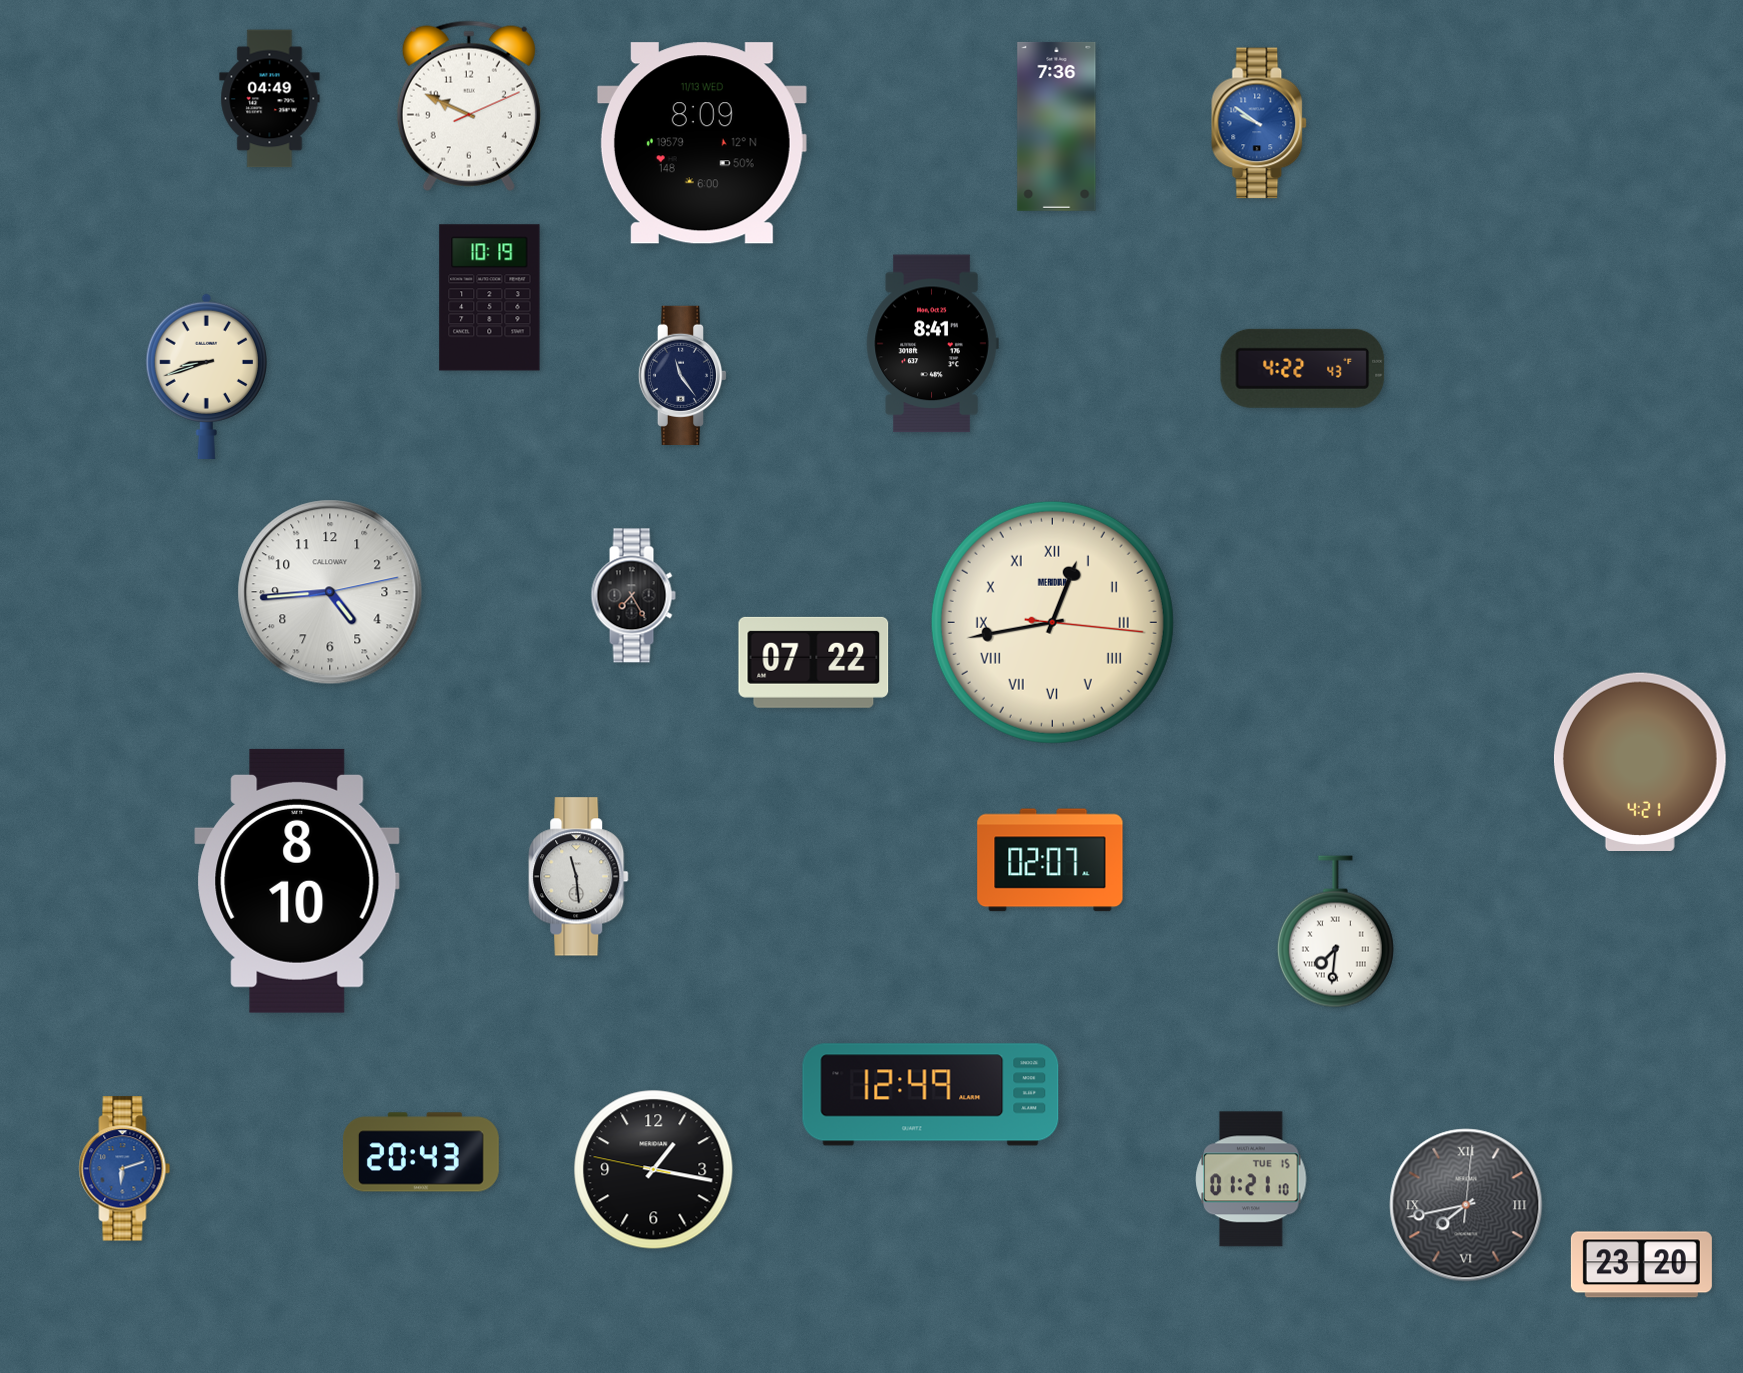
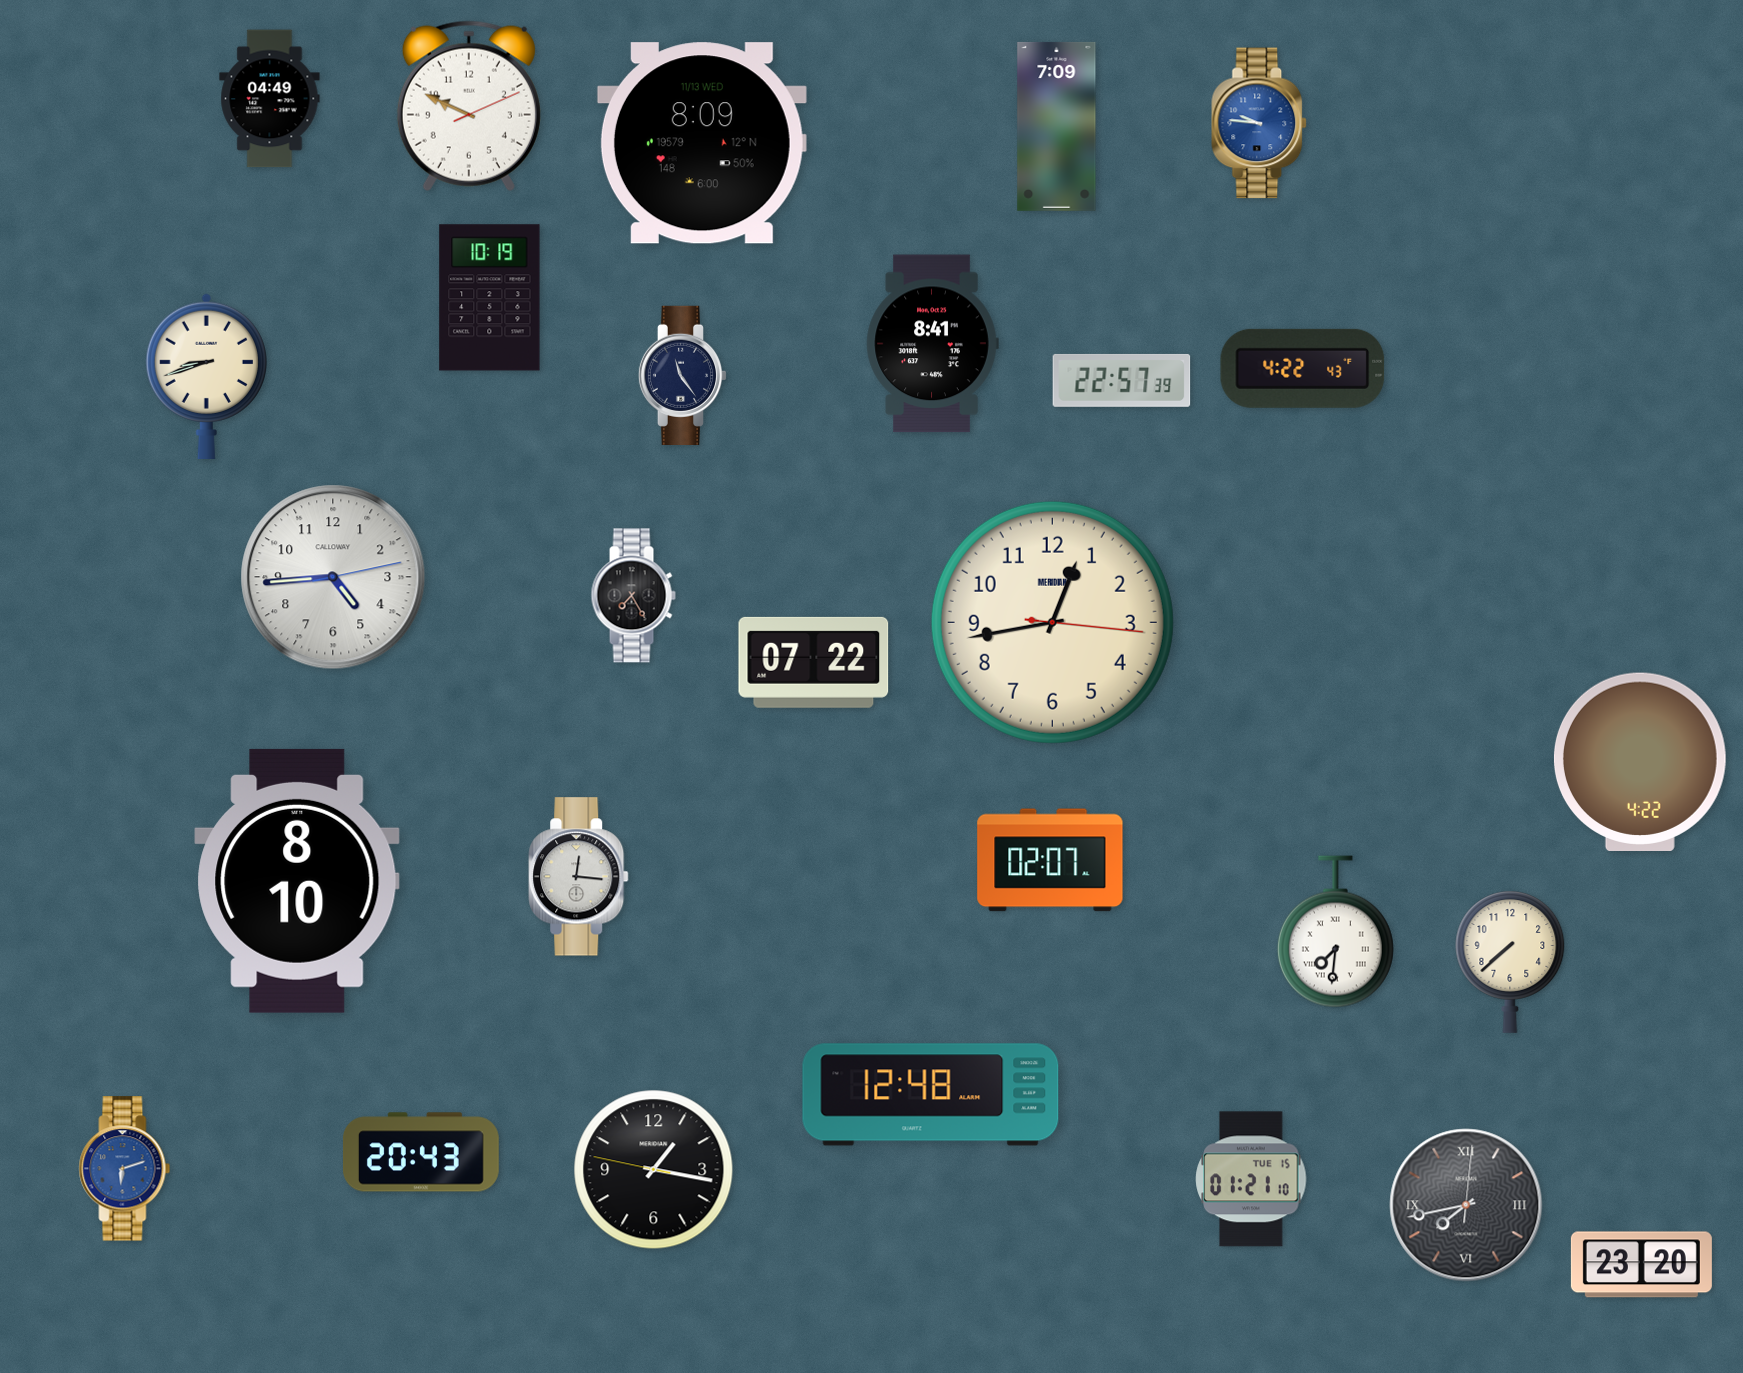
clock at (1260, 123): 9:51 -> 9:46
clock at (1057, 126): 7:36 -> 7:09
clock at (1122, 380): none -> 22:57
clock at (330, 592) position: (330, 592) -> (333, 577)
clock at (1052, 622) numerals: Roman -> Arabic
clock at (1640, 761): 4:21 -> 4:22
clock at (579, 877): 11:29 -> 12:16
clock at (1510, 962): none -> 7:38
clock at (931, 1095): 12:49 -> 12:48
